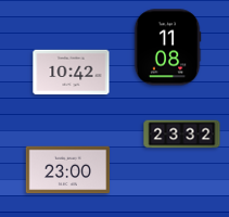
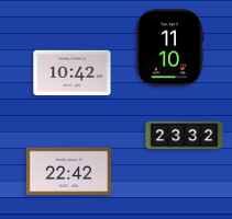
clock at (167, 48): 11:08 -> 11:10
clock at (68, 170): 23:00 -> 22:42
